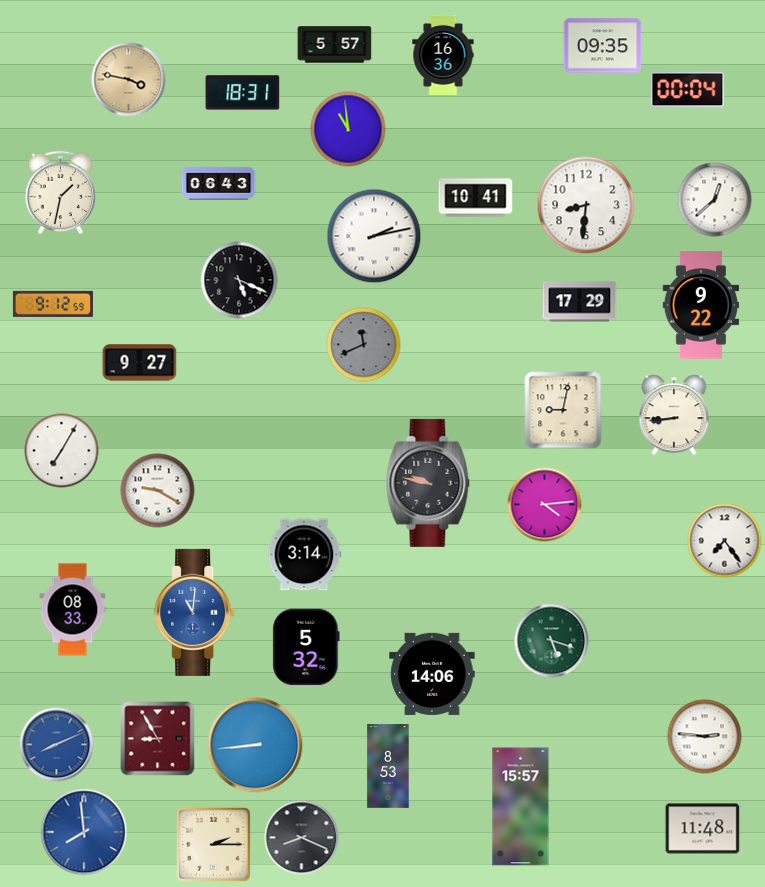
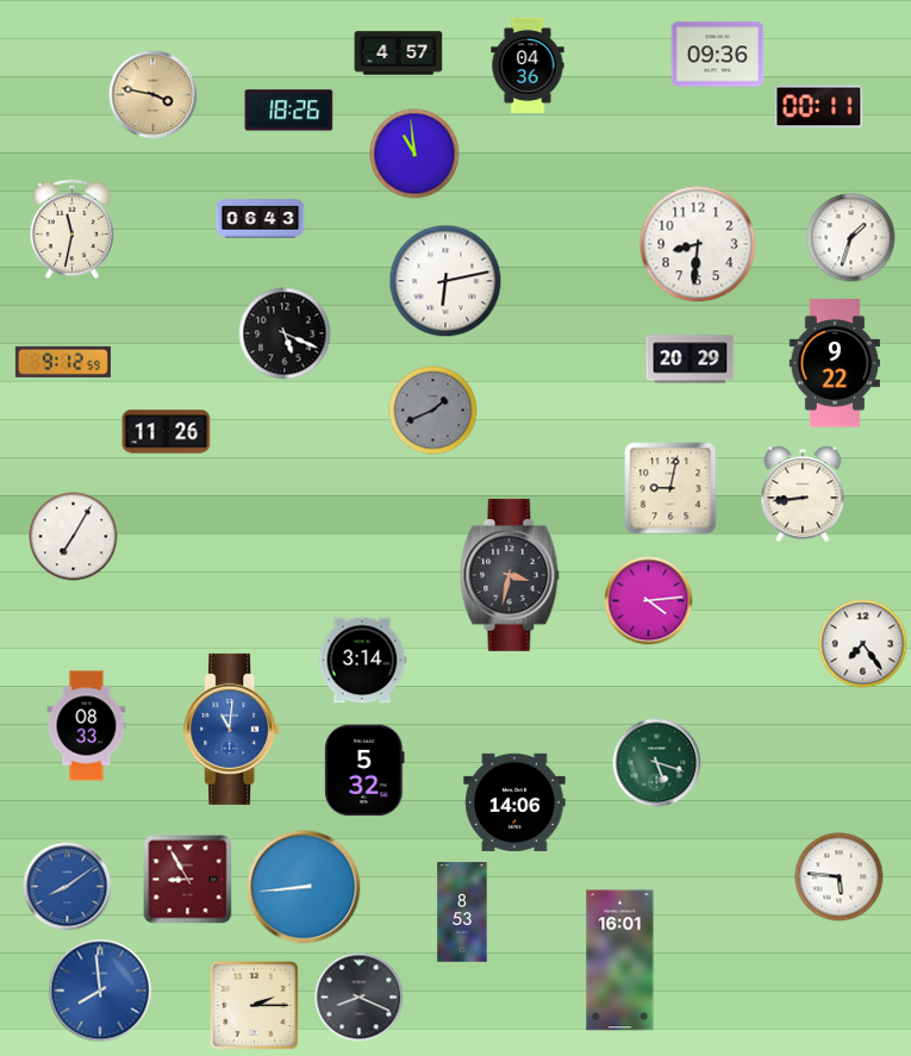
clock at (335, 45): 5:57 -> 4:57
clock at (603, 46): 09:35 -> 09:36
clock at (443, 55): 16:36 -> 04:36
clock at (688, 90): 00:04 -> 00:11
clock at (243, 93): 18:31 -> 18:26
clock at (61, 193): 1:32 -> 11:32
clock at (476, 198): 10:41 -> none
clock at (715, 200): 12:38 -> 1:33
clock at (374, 236): 2:13 -> 6:13
clock at (580, 302): 17:29 -> 20:29
clock at (364, 345): 11:41 -> 1:41
clock at (140, 363): 9:27 -> 11:26
clock at (428, 483): 9:47 -> 3:32
clock at (158, 491): 9:20 -> none
clock at (705, 737): 2:46 -> 5:46
clock at (57, 745): 8:11 -> 8:09
clock at (521, 807): 15:57 -> 16:01
clock at (703, 829): 11:48 -> none
